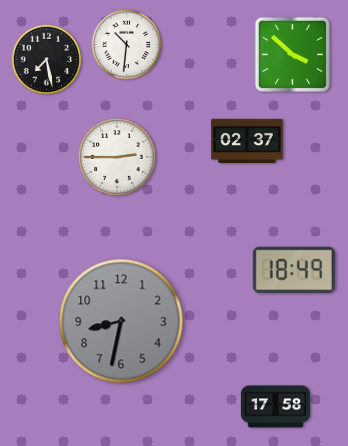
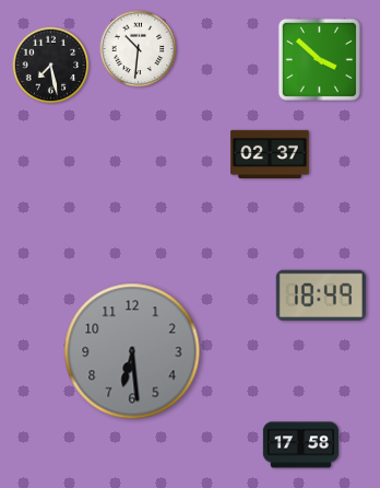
clock at (117, 157): 2:45 -> none
clock at (121, 321): 8:32 -> 6:29
